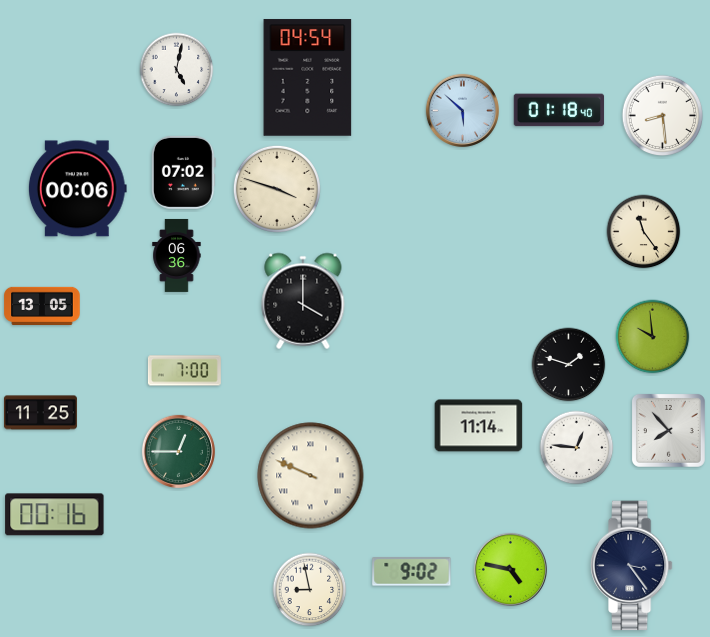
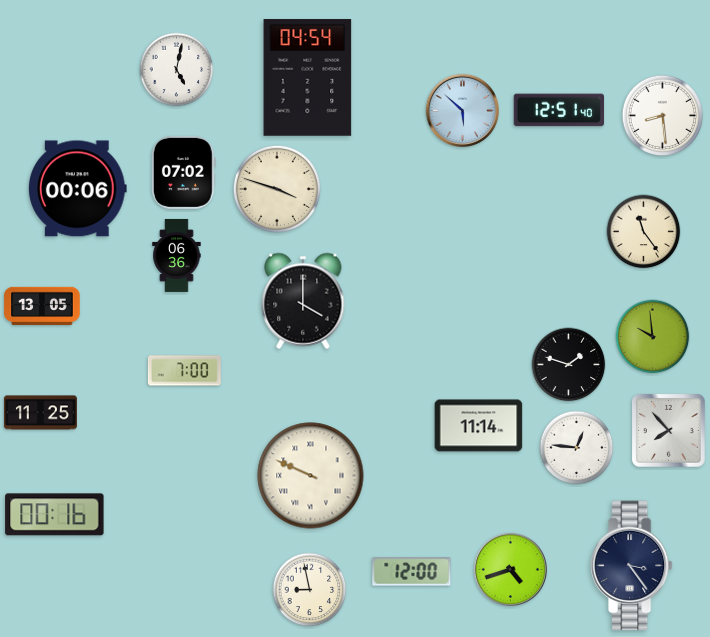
clock at (559, 110): 01:18 -> 12:51
clock at (178, 451): 12:45 -> none
clock at (510, 569): 4:47 -> 4:42
clock at (412, 572): 9:02 -> 12:00
